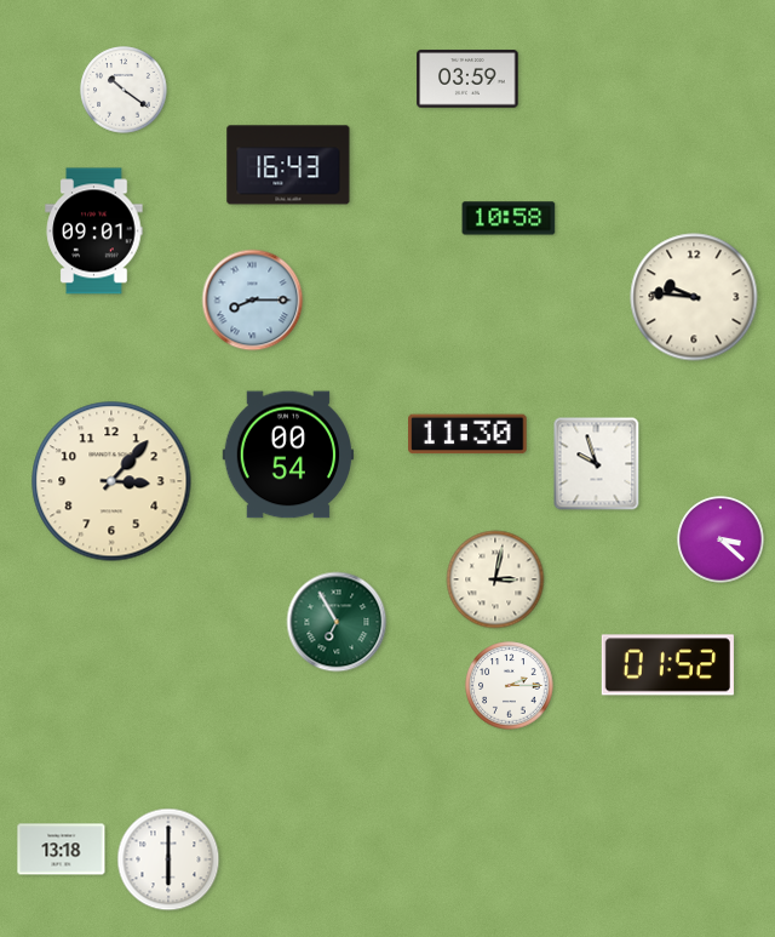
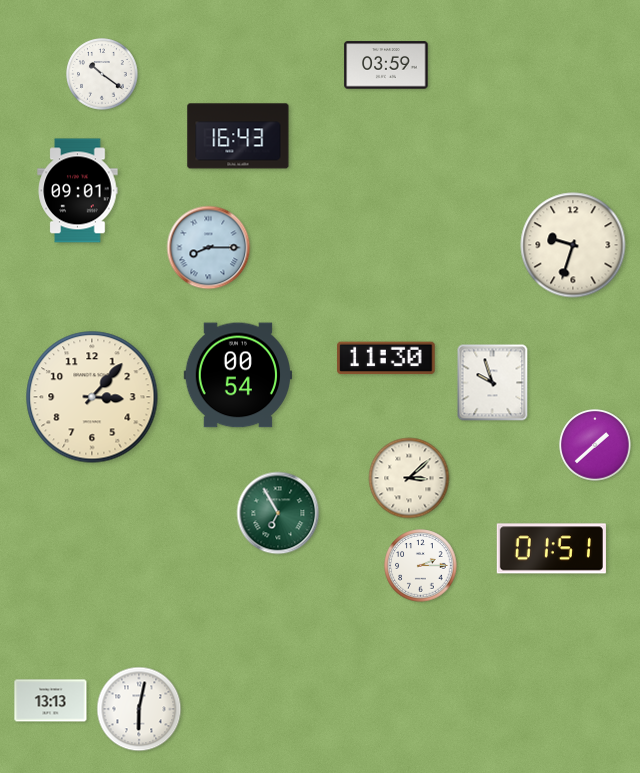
clock at (509, 218): 10:58 -> none
clock at (694, 297): 9:46 -> 9:33
clock at (721, 539): 3:22 -> 1:38
clock at (495, 579): 3:02 -> 3:08
clock at (667, 665): 01:52 -> 01:51
clock at (62, 850): 13:18 -> 13:13
clock at (168, 859): 6:00 -> 6:02
